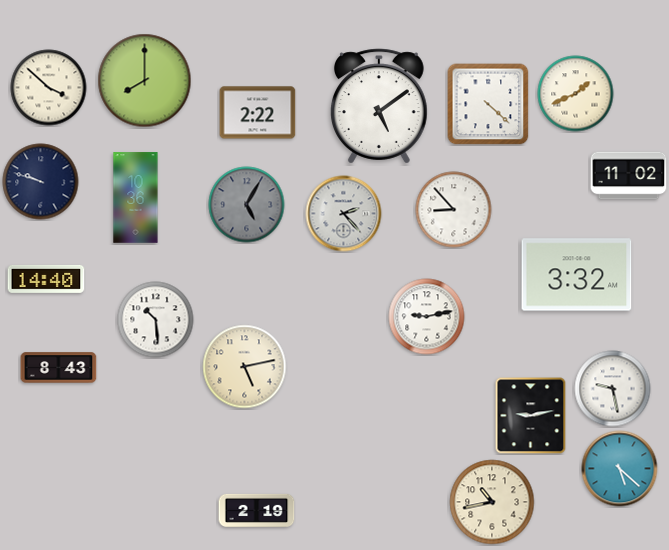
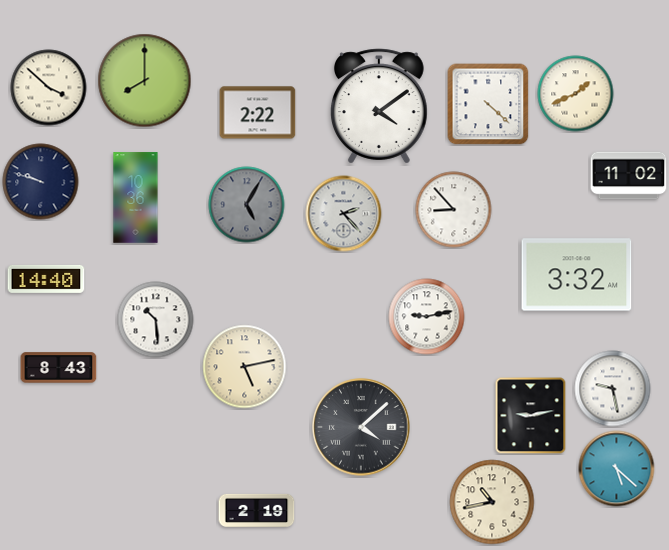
clock at (380, 106): 5:09 -> 4:09
clock at (361, 427): none -> 4:08
clock at (620, 469) position: (620, 469) -> (617, 469)
